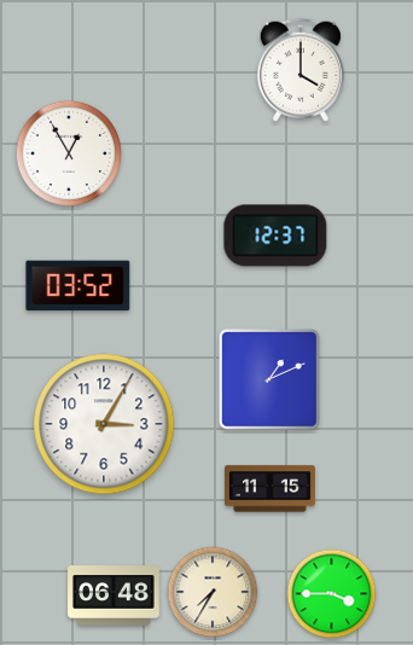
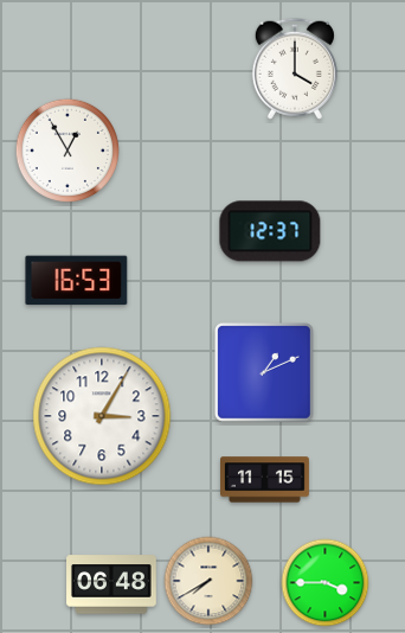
clock at (78, 286): 03:52 -> 16:53
clock at (213, 592): 7:35 -> 7:40
